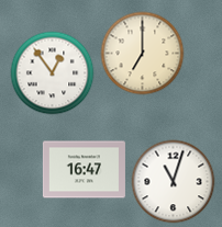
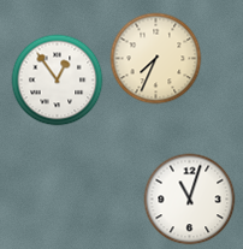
clock at (143, 54): 7:00 -> 7:34
clock at (84, 170): 16:47 -> none
